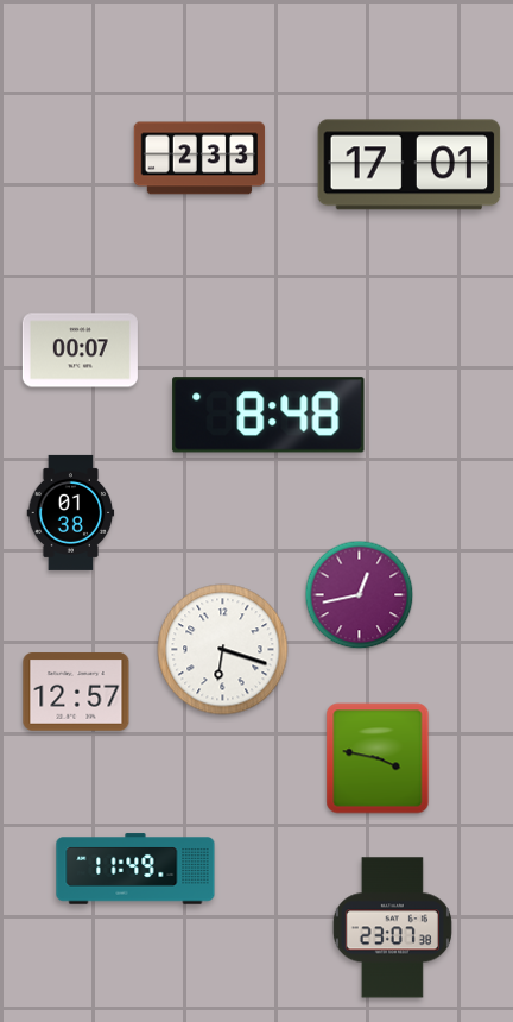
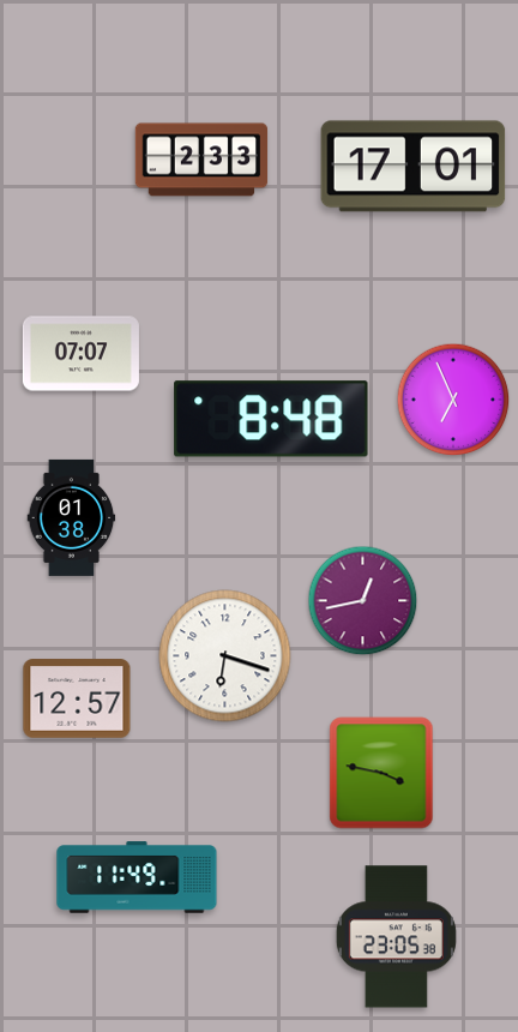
clock at (80, 351): 00:07 -> 07:07
clock at (453, 400): none -> 6:56
clock at (378, 758) position: (378, 758) -> (381, 773)
clock at (392, 928): 23:07 -> 23:05
